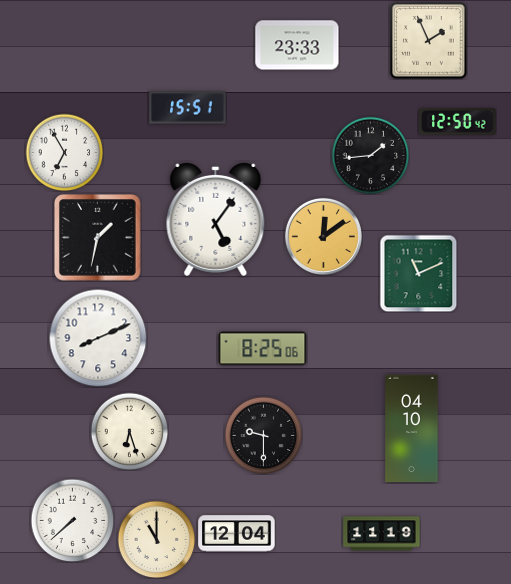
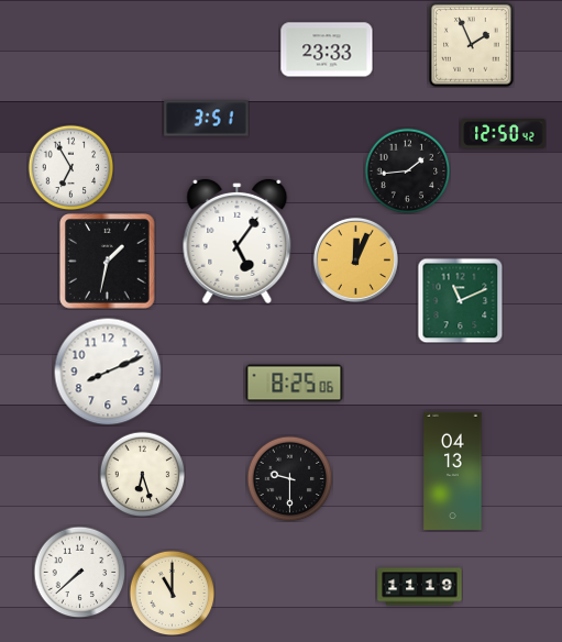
clock at (188, 108): 15:51 -> 3:51
clock at (323, 236): 12:09 -> 12:04
clock at (263, 349) position: (263, 349) -> (295, 384)
clock at (412, 428): 04:10 -> 04:13
clock at (237, 534): 12:04 -> none
